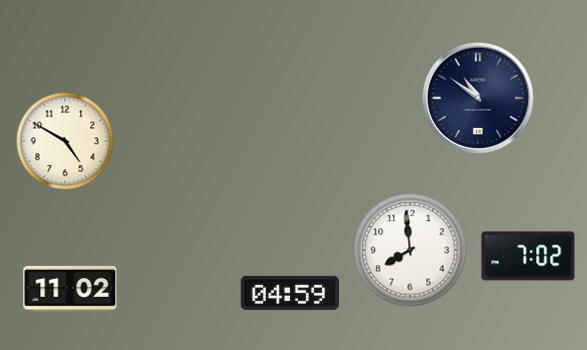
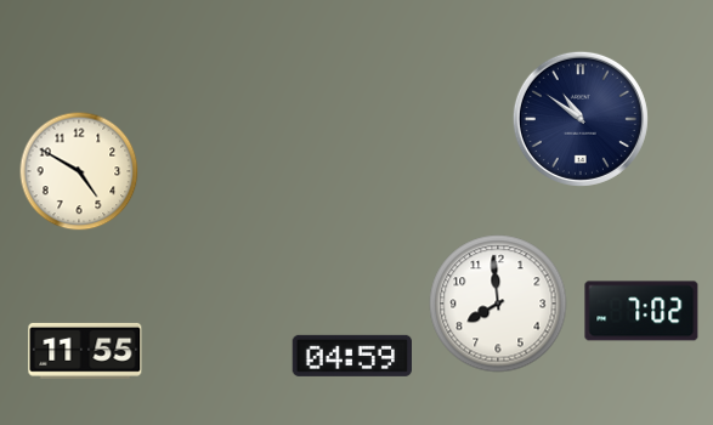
clock at (70, 289): 11:02 -> 11:55
